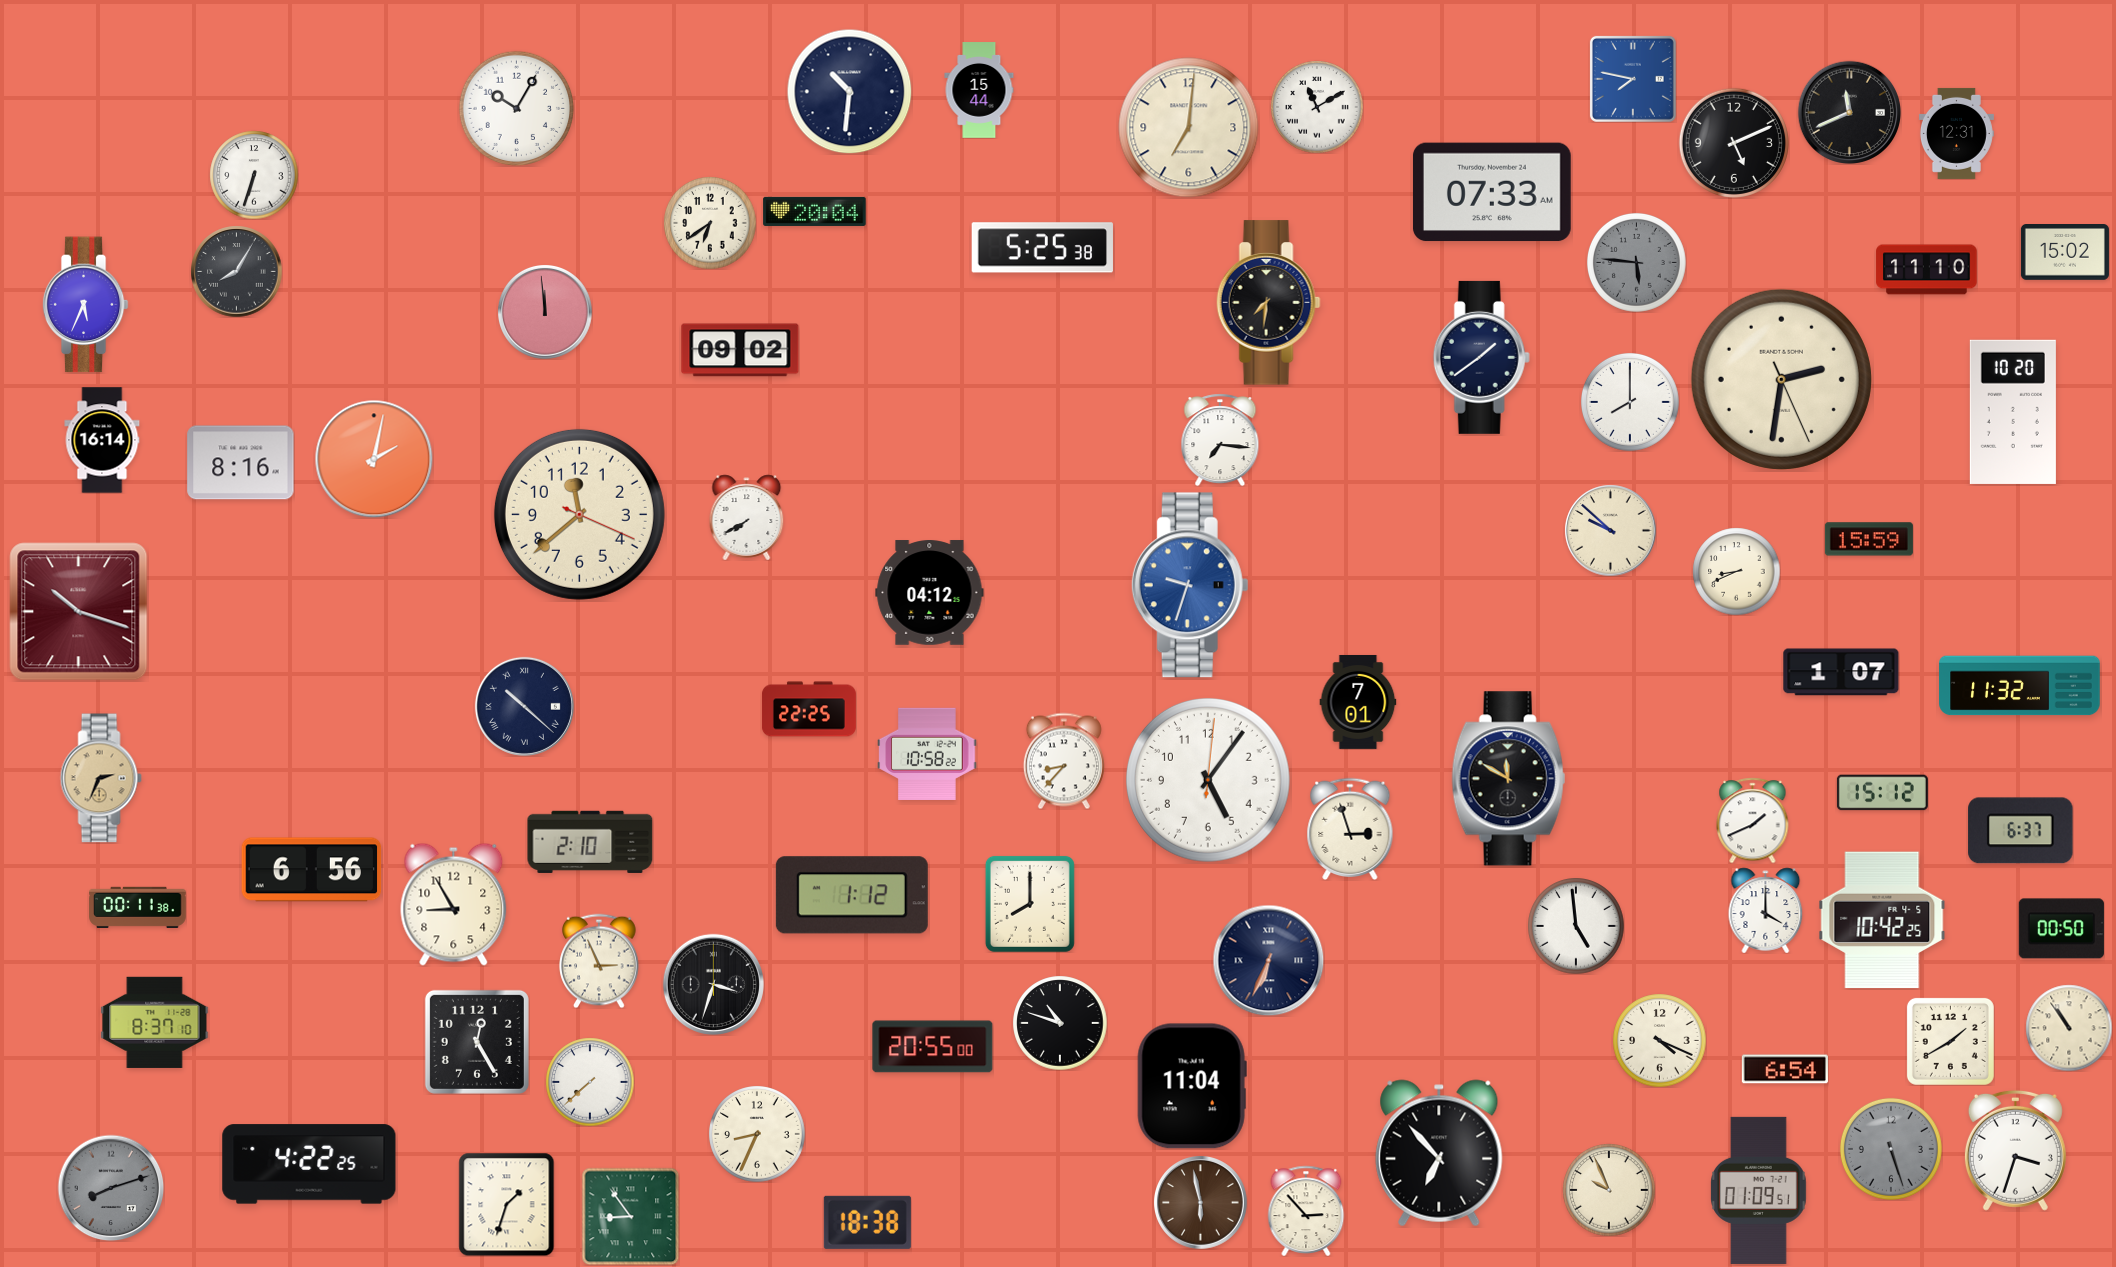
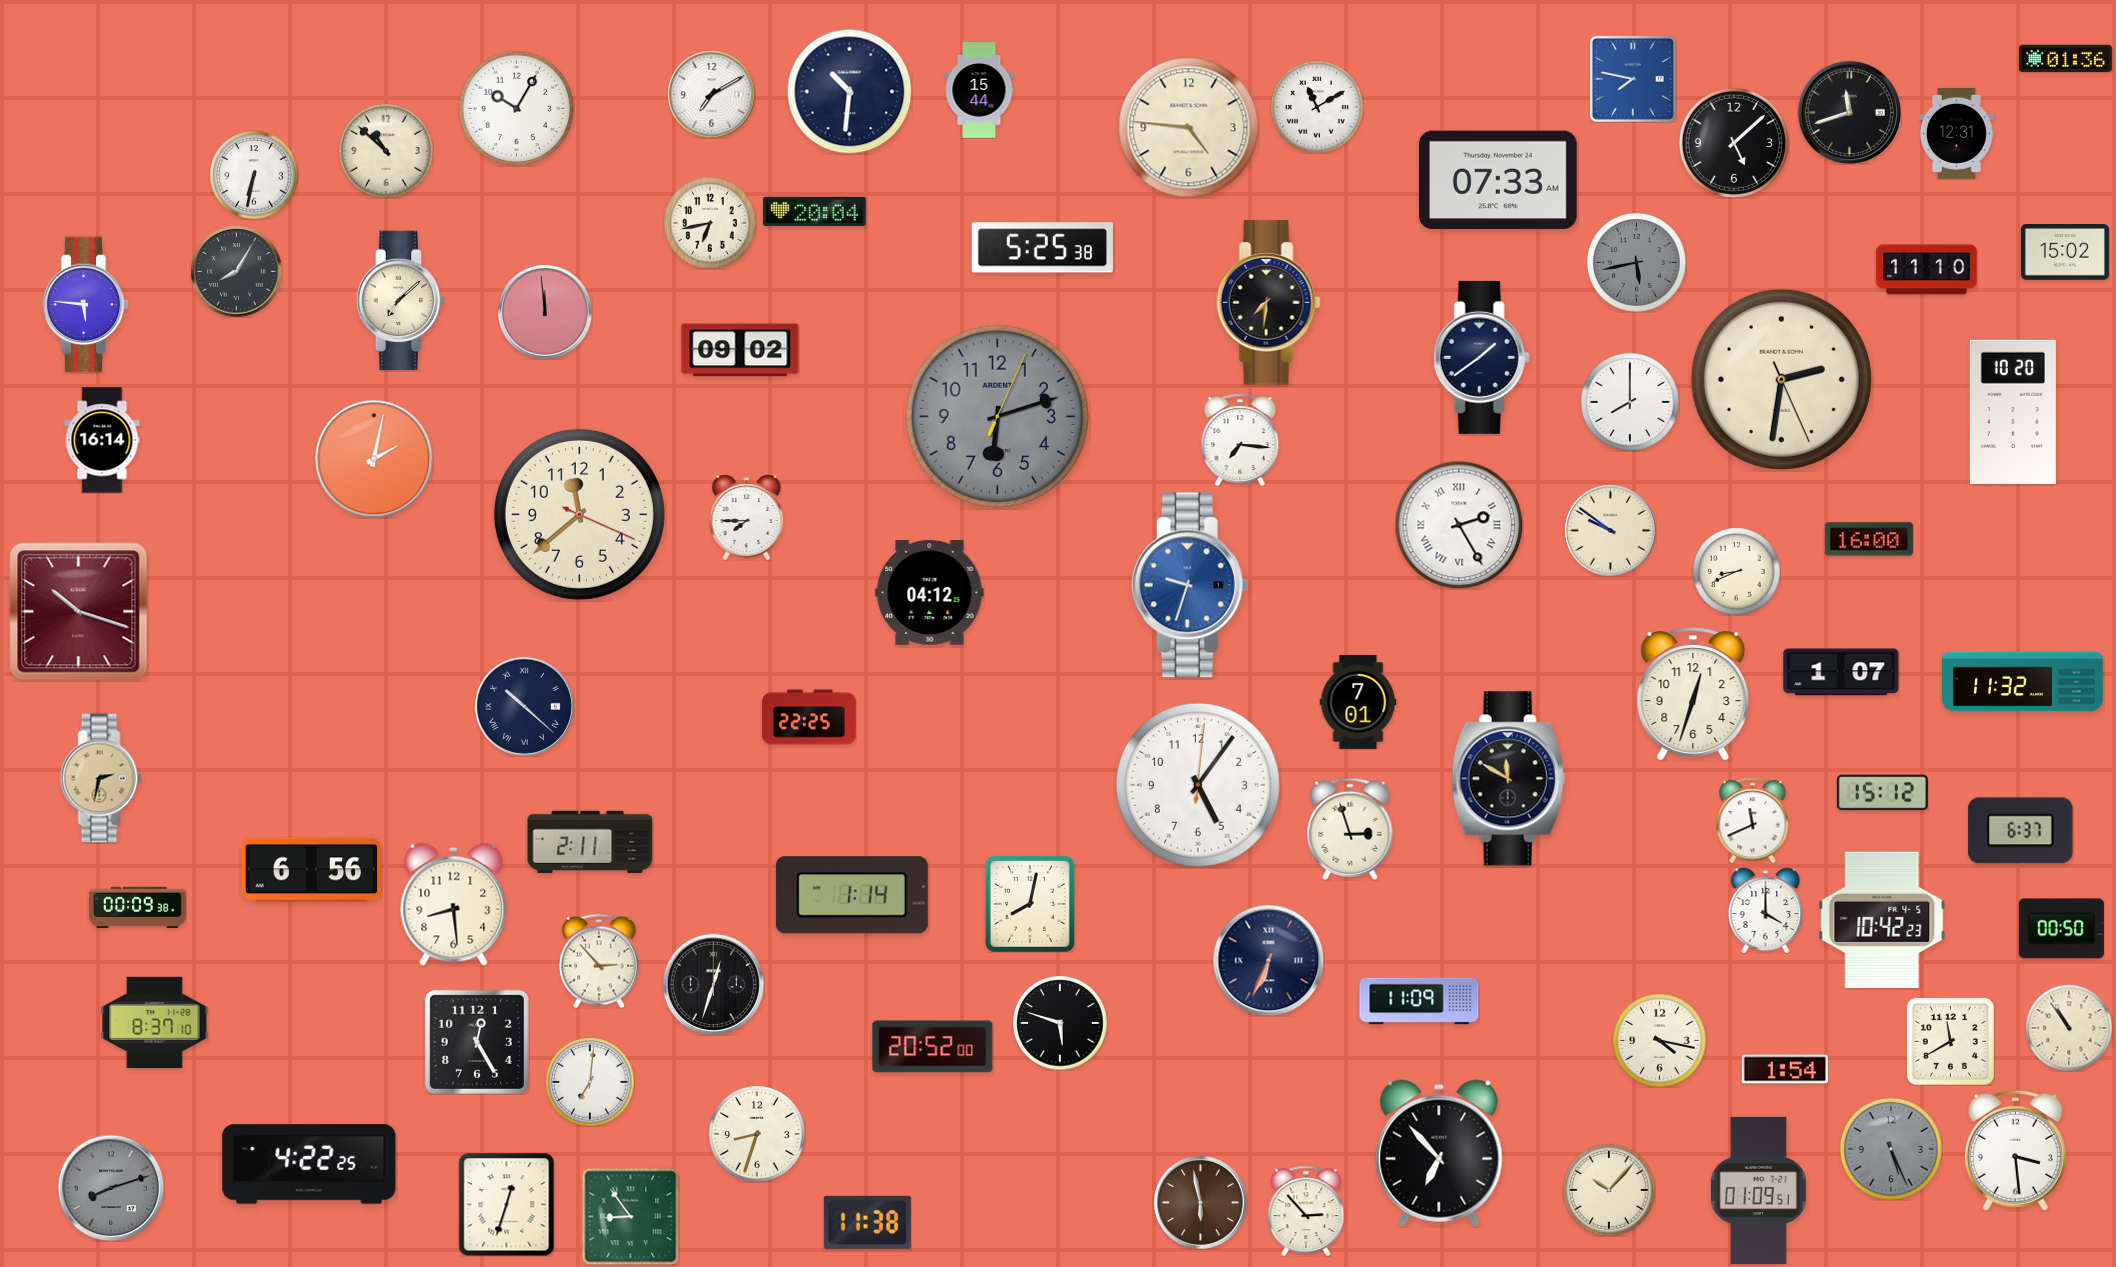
clock at (2065, 59): none -> 01:36
clock at (711, 94): none -> 7:10
clock at (1849, 112): 11:41 -> 11:42
clock at (1189, 128): 7:01 -> 4:46
clock at (1734, 143): 5:11 -> 5:08
clock at (386, 151): none -> 10:52
clock at (254, 175): 6:33 -> 6:32
clock at (1492, 192) position: (1492, 192) -> (1498, 180)
clock at (710, 223): 6:39 -> 6:43
clock at (1636, 262): 5:46 -> 5:43
clock at (401, 301): none -> 7:08
clock at (85, 305): 5:34 -> 5:46
clock at (997, 416): none -> 6:12
clock at (1220, 440) position: (1220, 440) -> (1240, 440)
clock at (241, 463): 8:16 -> none
clock at (747, 517): 7:40 -> 7:45
clock at (1459, 525): none -> 2:25
clock at (1610, 530): 9:52 -> 9:51
clock at (1869, 539): 15:59 -> 16:00
clock at (2020, 686) position: (2020, 686) -> (2023, 682)
clock at (1693, 694): none -> 12:33
clock at (809, 709) position: (809, 709) -> (809, 717)
clock at (927, 754): 10:58 -> none
clock at (1064, 761): 8:37 -> none
clock at (101, 778): 2:34 -> 2:32
clock at (1208, 780) position: (1208, 780) -> (1198, 785)
clock at (1753, 820): 1:41 -> 11:41
clock at (590, 842): 2:10 -> 2:11
clock at (852, 895): 1:12 -> 1:14
clock at (454, 904): 8:55 -> 8:29
clock at (1030, 904): 8:00 -> 8:02
clock at (138, 907): 00:11 -> 00:09
clock at (1882, 920): 10:42:25 -> 10:42:23
clock at (1576, 926): 4:59 -> none
clock at (599, 961): 2:56 -> 2:53
clock at (713, 984): 3:33 -> 12:33
clock at (1419, 1001): none -> 11:09
clock at (1060, 1023): 10:48 -> 5:48
clock at (1659, 1040): 4:19 -> 4:17
clock at (1950, 1041): 1:40 -> 11:40
clock at (933, 1047): 20:55 -> 20:52
clock at (1785, 1069): 6:54 -> 1:54
clock at (590, 1082): 7:38 -> 7:01
clock at (1192, 1086): 11:04 -> none
clock at (757, 1134): 8:34 -> 8:33
clock at (1891, 1149): 5:27 -> 5:26
clock at (2015, 1150): 3:33 -> 3:29
clock at (1609, 1190): 9:56 -> 10:07
clock at (507, 1204): 1:33 -> 12:33
clock at (867, 1222): 18:38 -> 11:38
